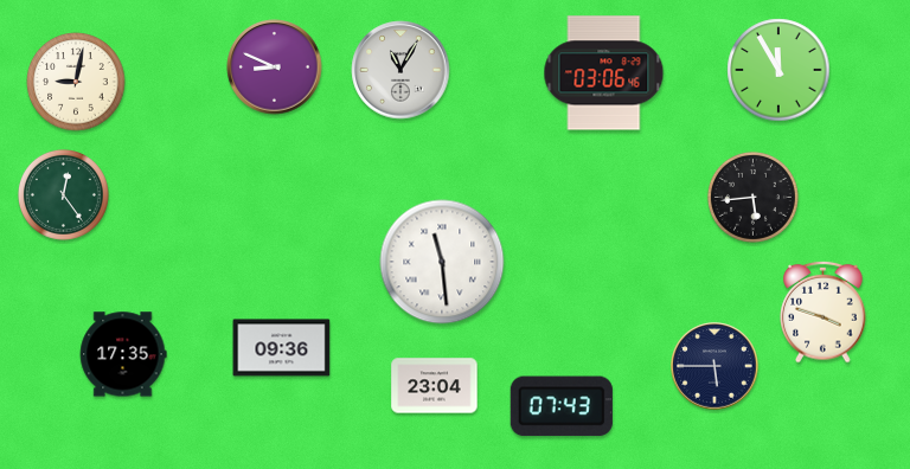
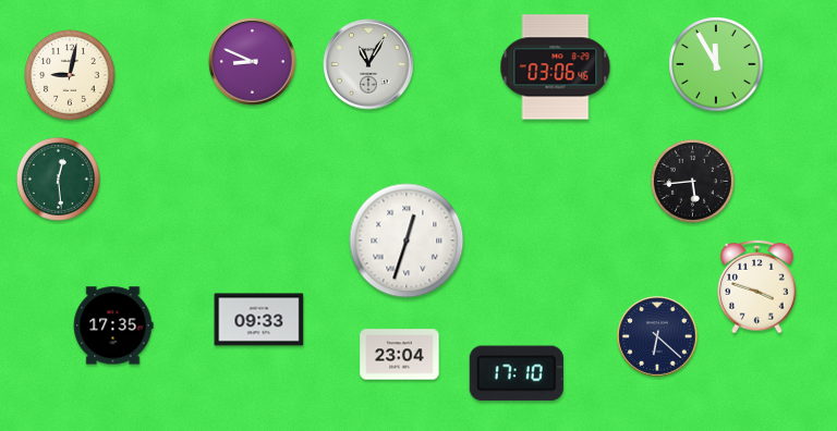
clock at (63, 194): 12:24 -> 12:29
clock at (442, 262): 11:29 -> 12:33
clock at (282, 348): 09:36 -> 09:33
clock at (714, 366): 5:45 -> 6:22
clock at (562, 406): 07:43 -> 17:10
